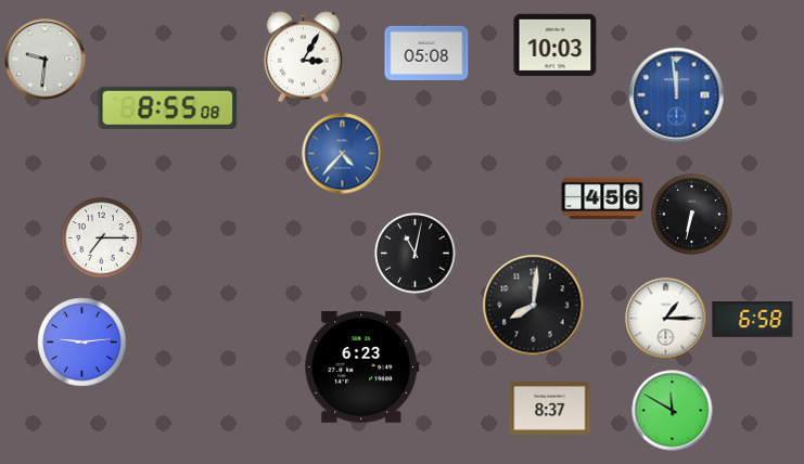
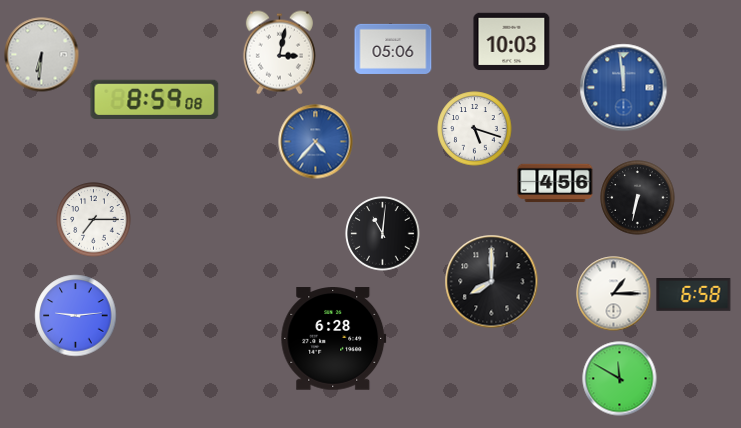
clock at (426, 53): 05:08 -> 05:06
clock at (303, 57): 3:05 -> 3:02
clock at (46, 60): 9:31 -> 6:31
clock at (168, 107): 8:55 -> 8:59
clock at (475, 129): none -> 5:18
clock at (416, 254): 11:02 -> 11:01
clock at (534, 306): 8:01 -> 8:00
clock at (362, 368): 6:23 -> 6:28
clock at (550, 409): 8:37 -> none
